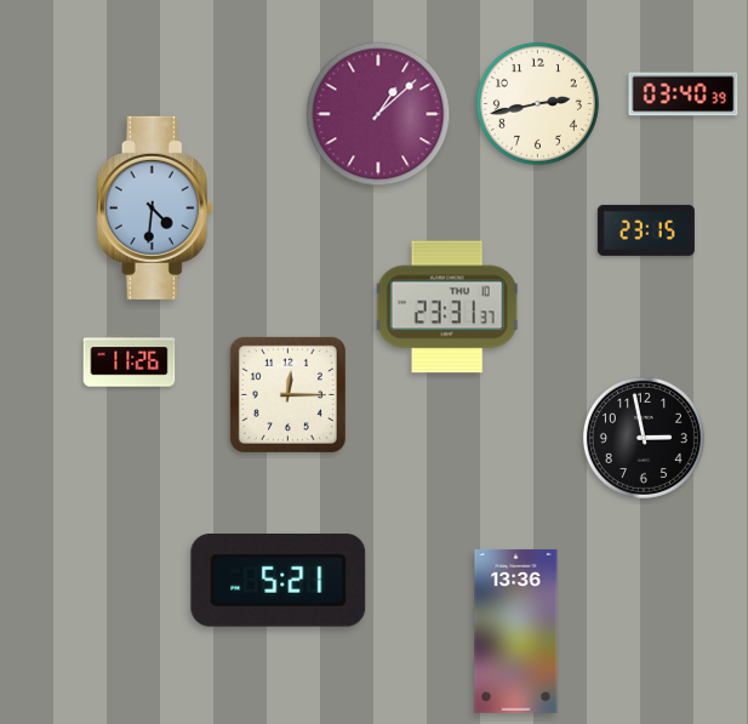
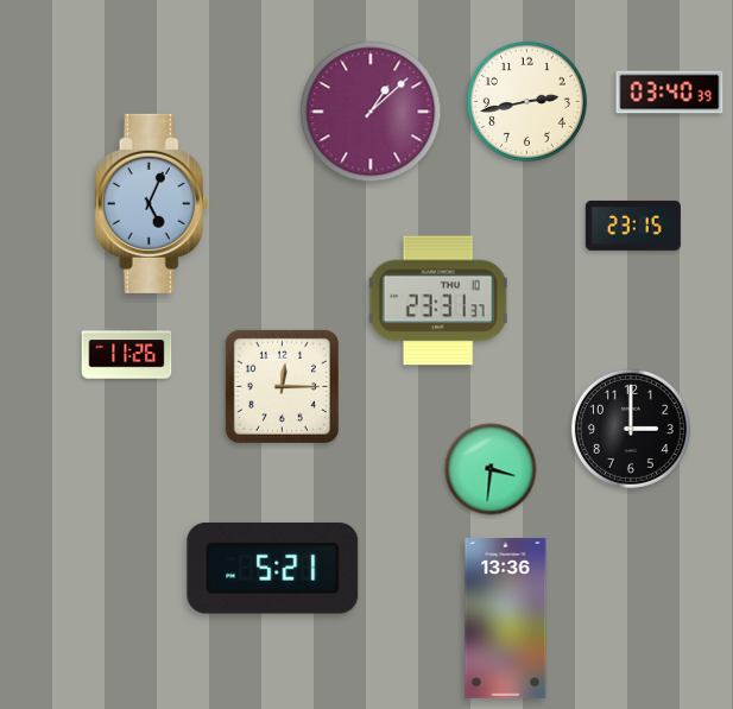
clock at (155, 207): 4:31 -> 5:04
clock at (644, 438): 2:58 -> 3:00
clock at (491, 469): none -> 3:31
